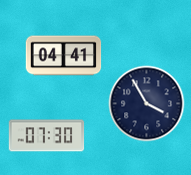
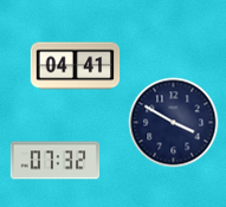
clock at (147, 104): 3:55 -> 3:50
clock at (47, 136): 07:30 -> 07:32
